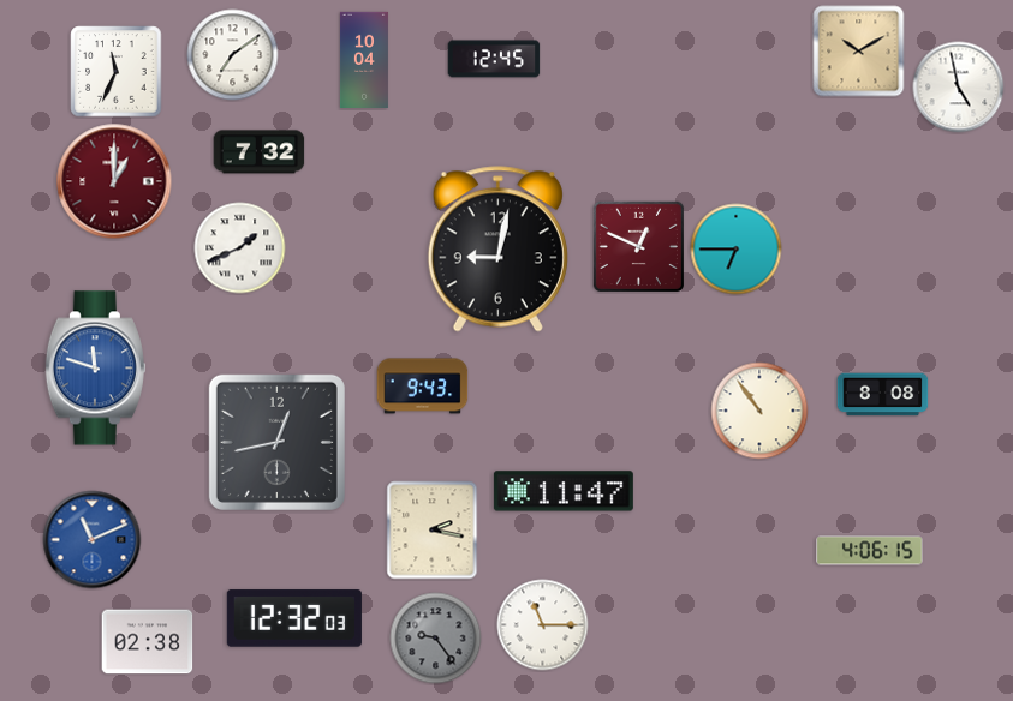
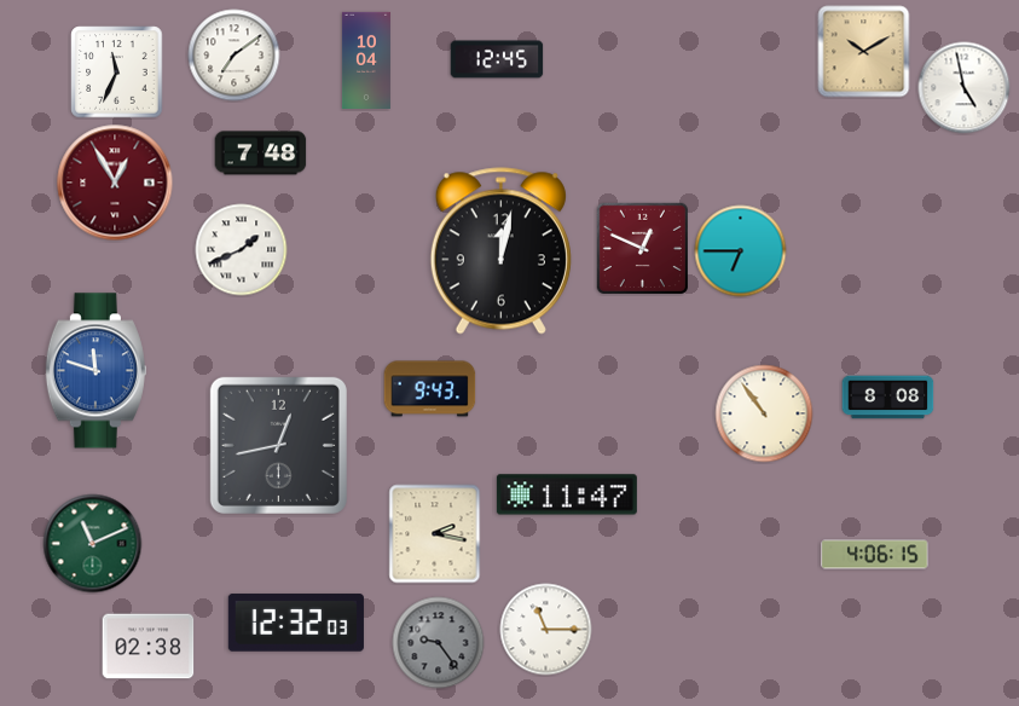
clock at (260, 152): 7:32 -> 7:48
clock at (114, 181): 1:00 -> 12:55
clock at (497, 250): 9:02 -> 12:02
clock at (423, 387) position: (423, 387) -> (430, 389)
clock at (93, 540) dial: blue -> green
